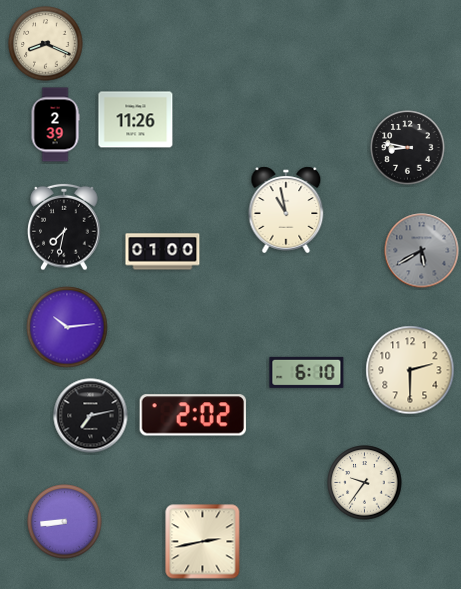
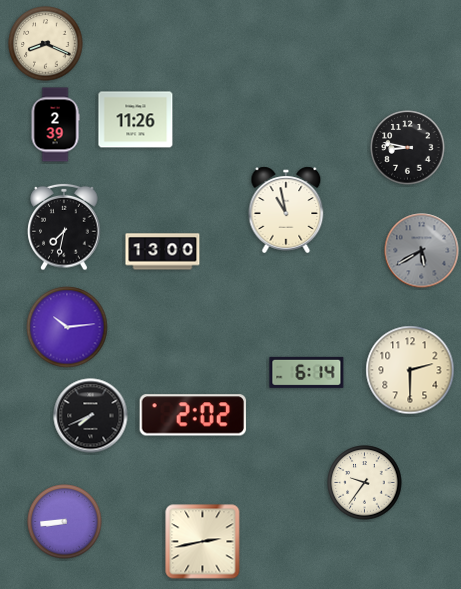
clock at (163, 252): 01:00 -> 13:00
clock at (307, 372): 6:10 -> 6:14
clock at (91, 416): 7:13 -> 7:41
